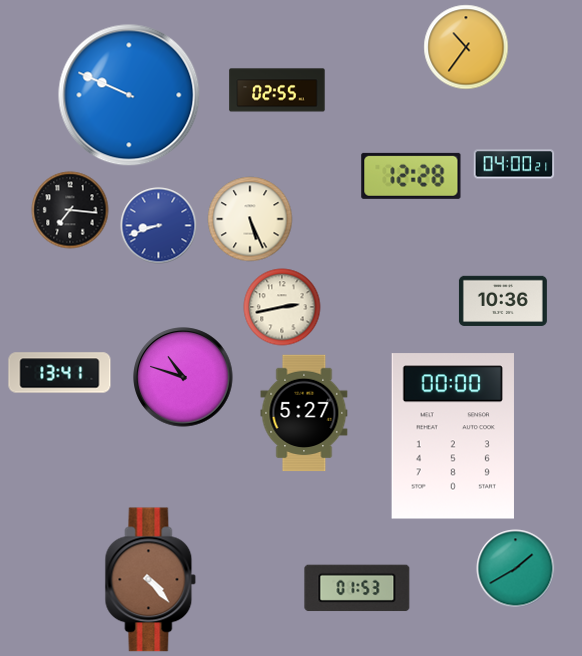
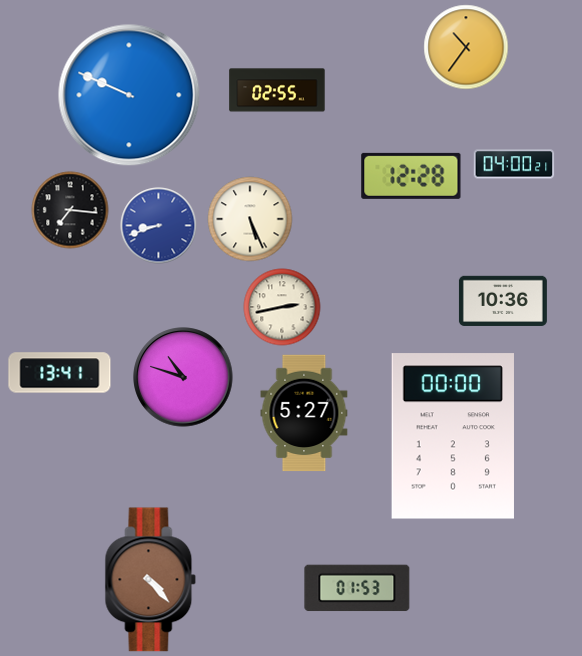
clock at (516, 569): 1:40 -> none
